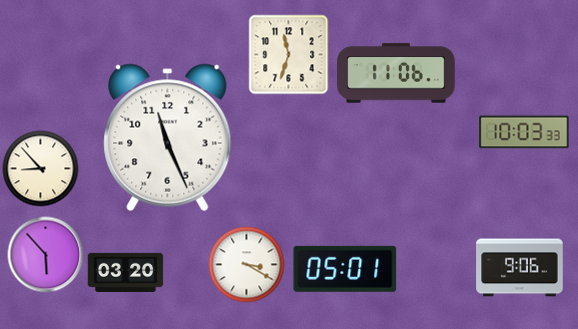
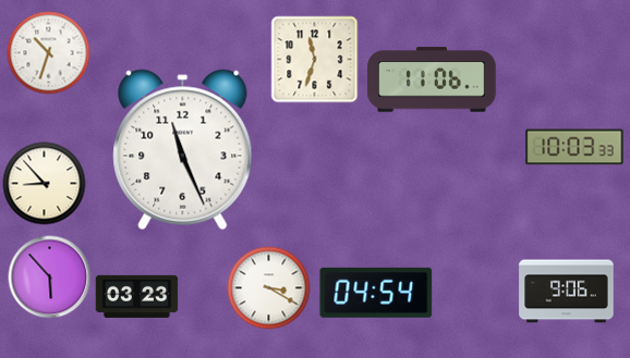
clock at (49, 53): none -> 10:33
clock at (524, 132) position: (524, 132) -> (574, 147)
clock at (345, 269): 05:01 -> 04:54
clock at (126, 272): 03:20 -> 03:23
